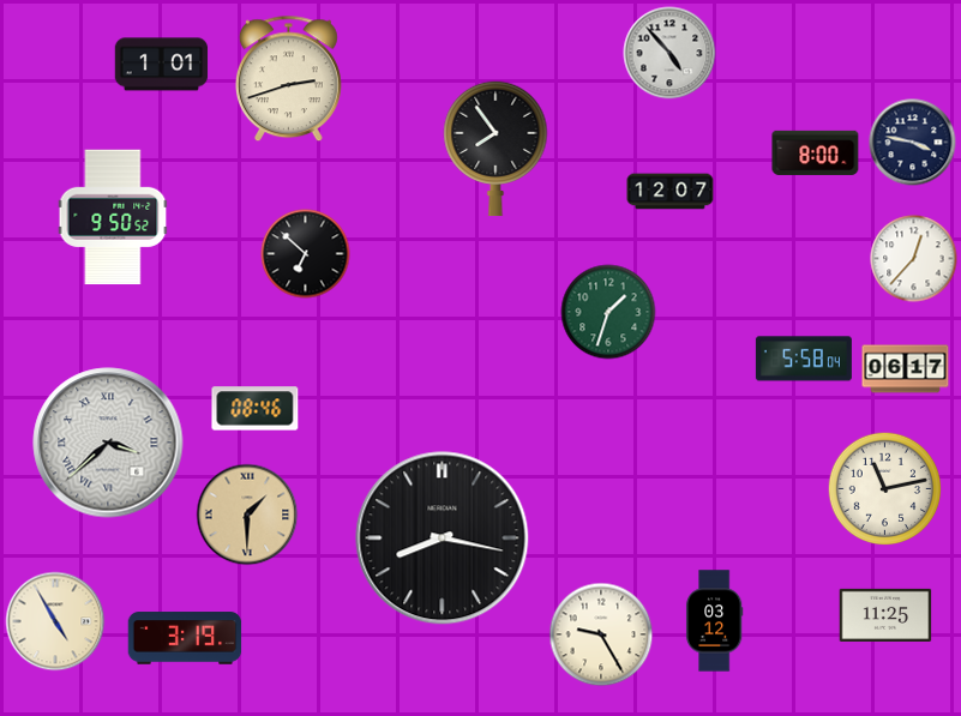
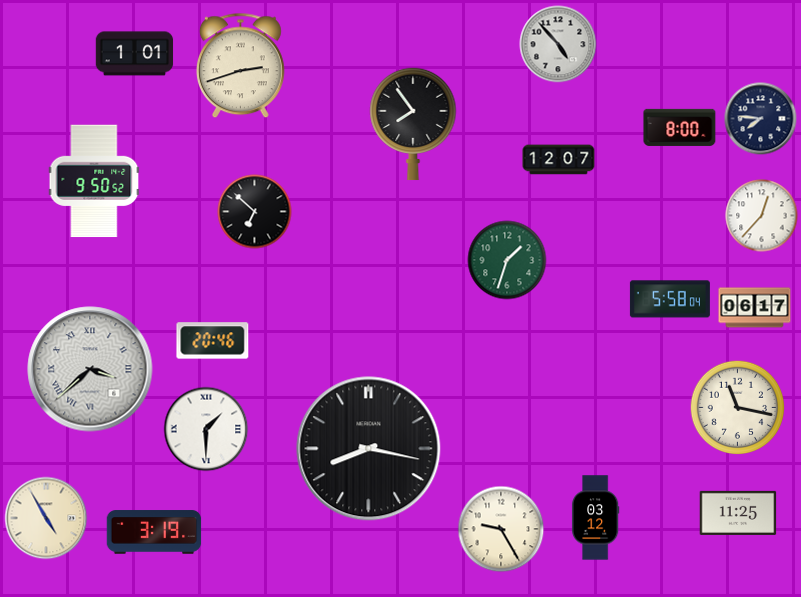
clock at (913, 143): 3:47 -> 7:46
clock at (256, 409): 08:46 -> 20:46
clock at (885, 489): 11:13 -> 11:17
clock at (247, 515) dial: champagne -> white
